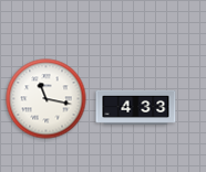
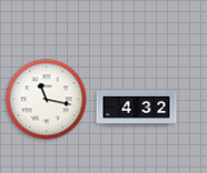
clock at (136, 107): 4:33 -> 4:32
